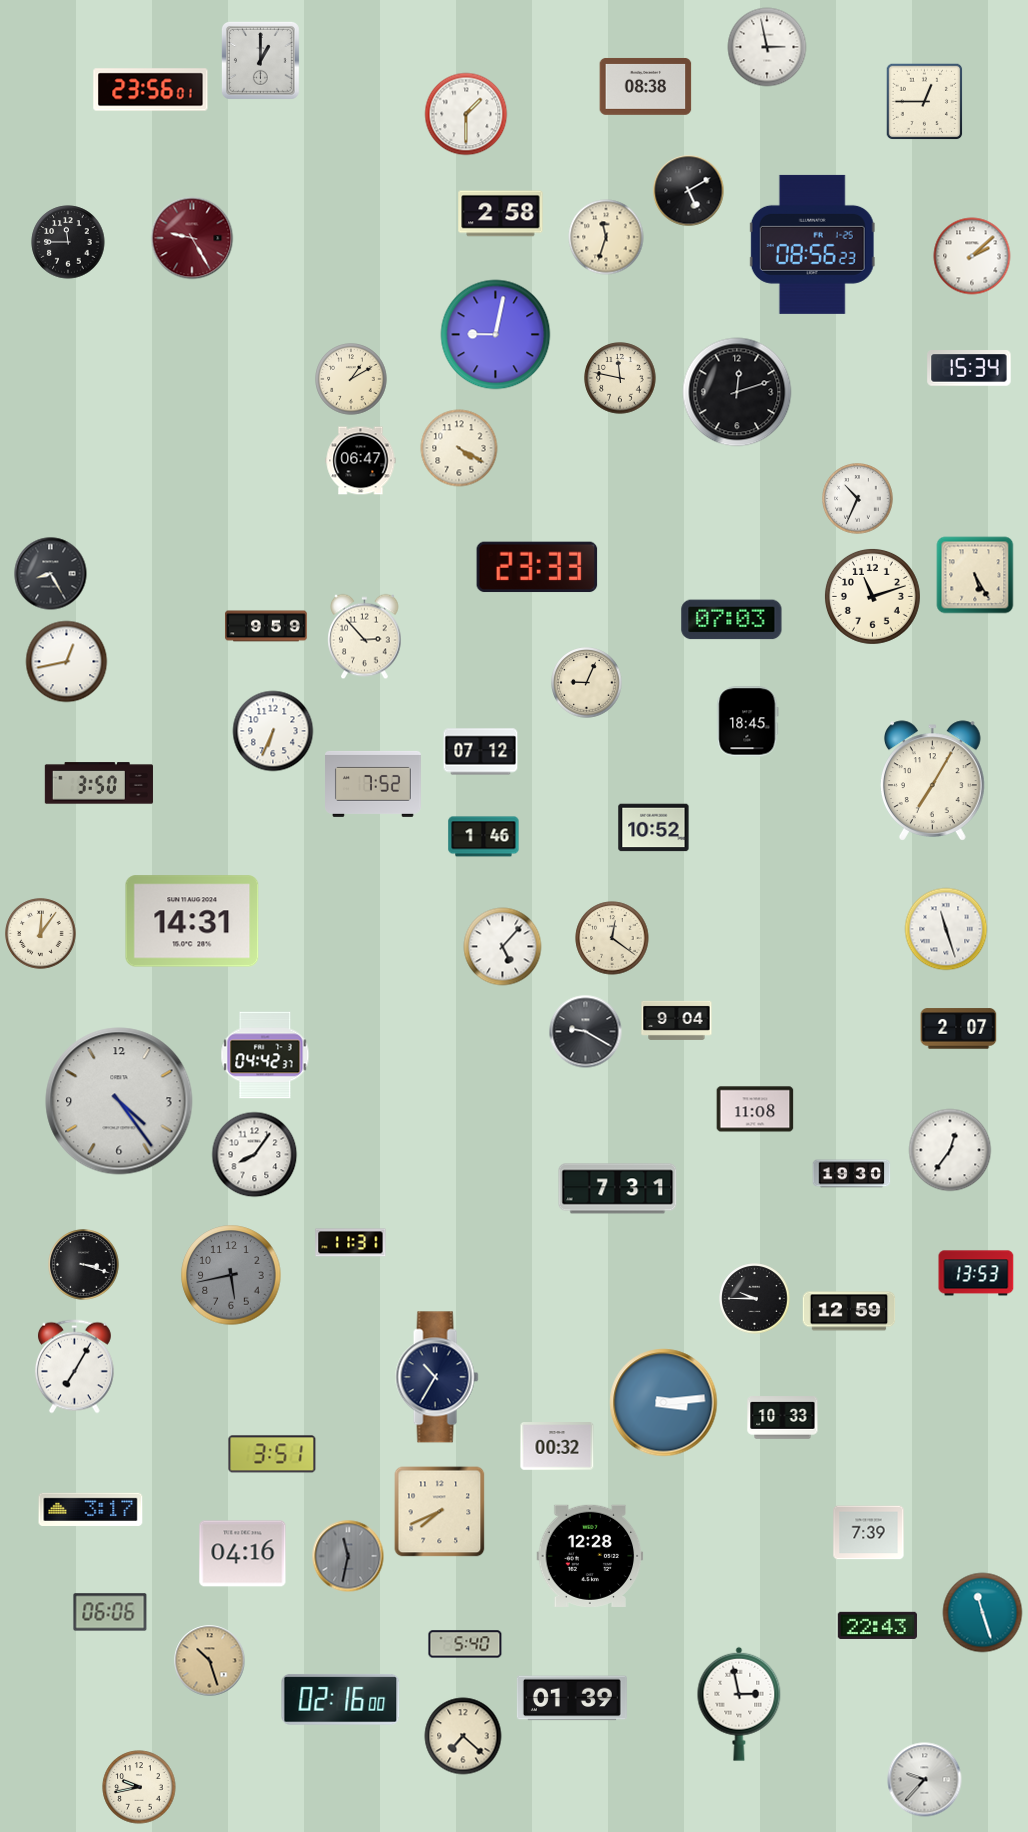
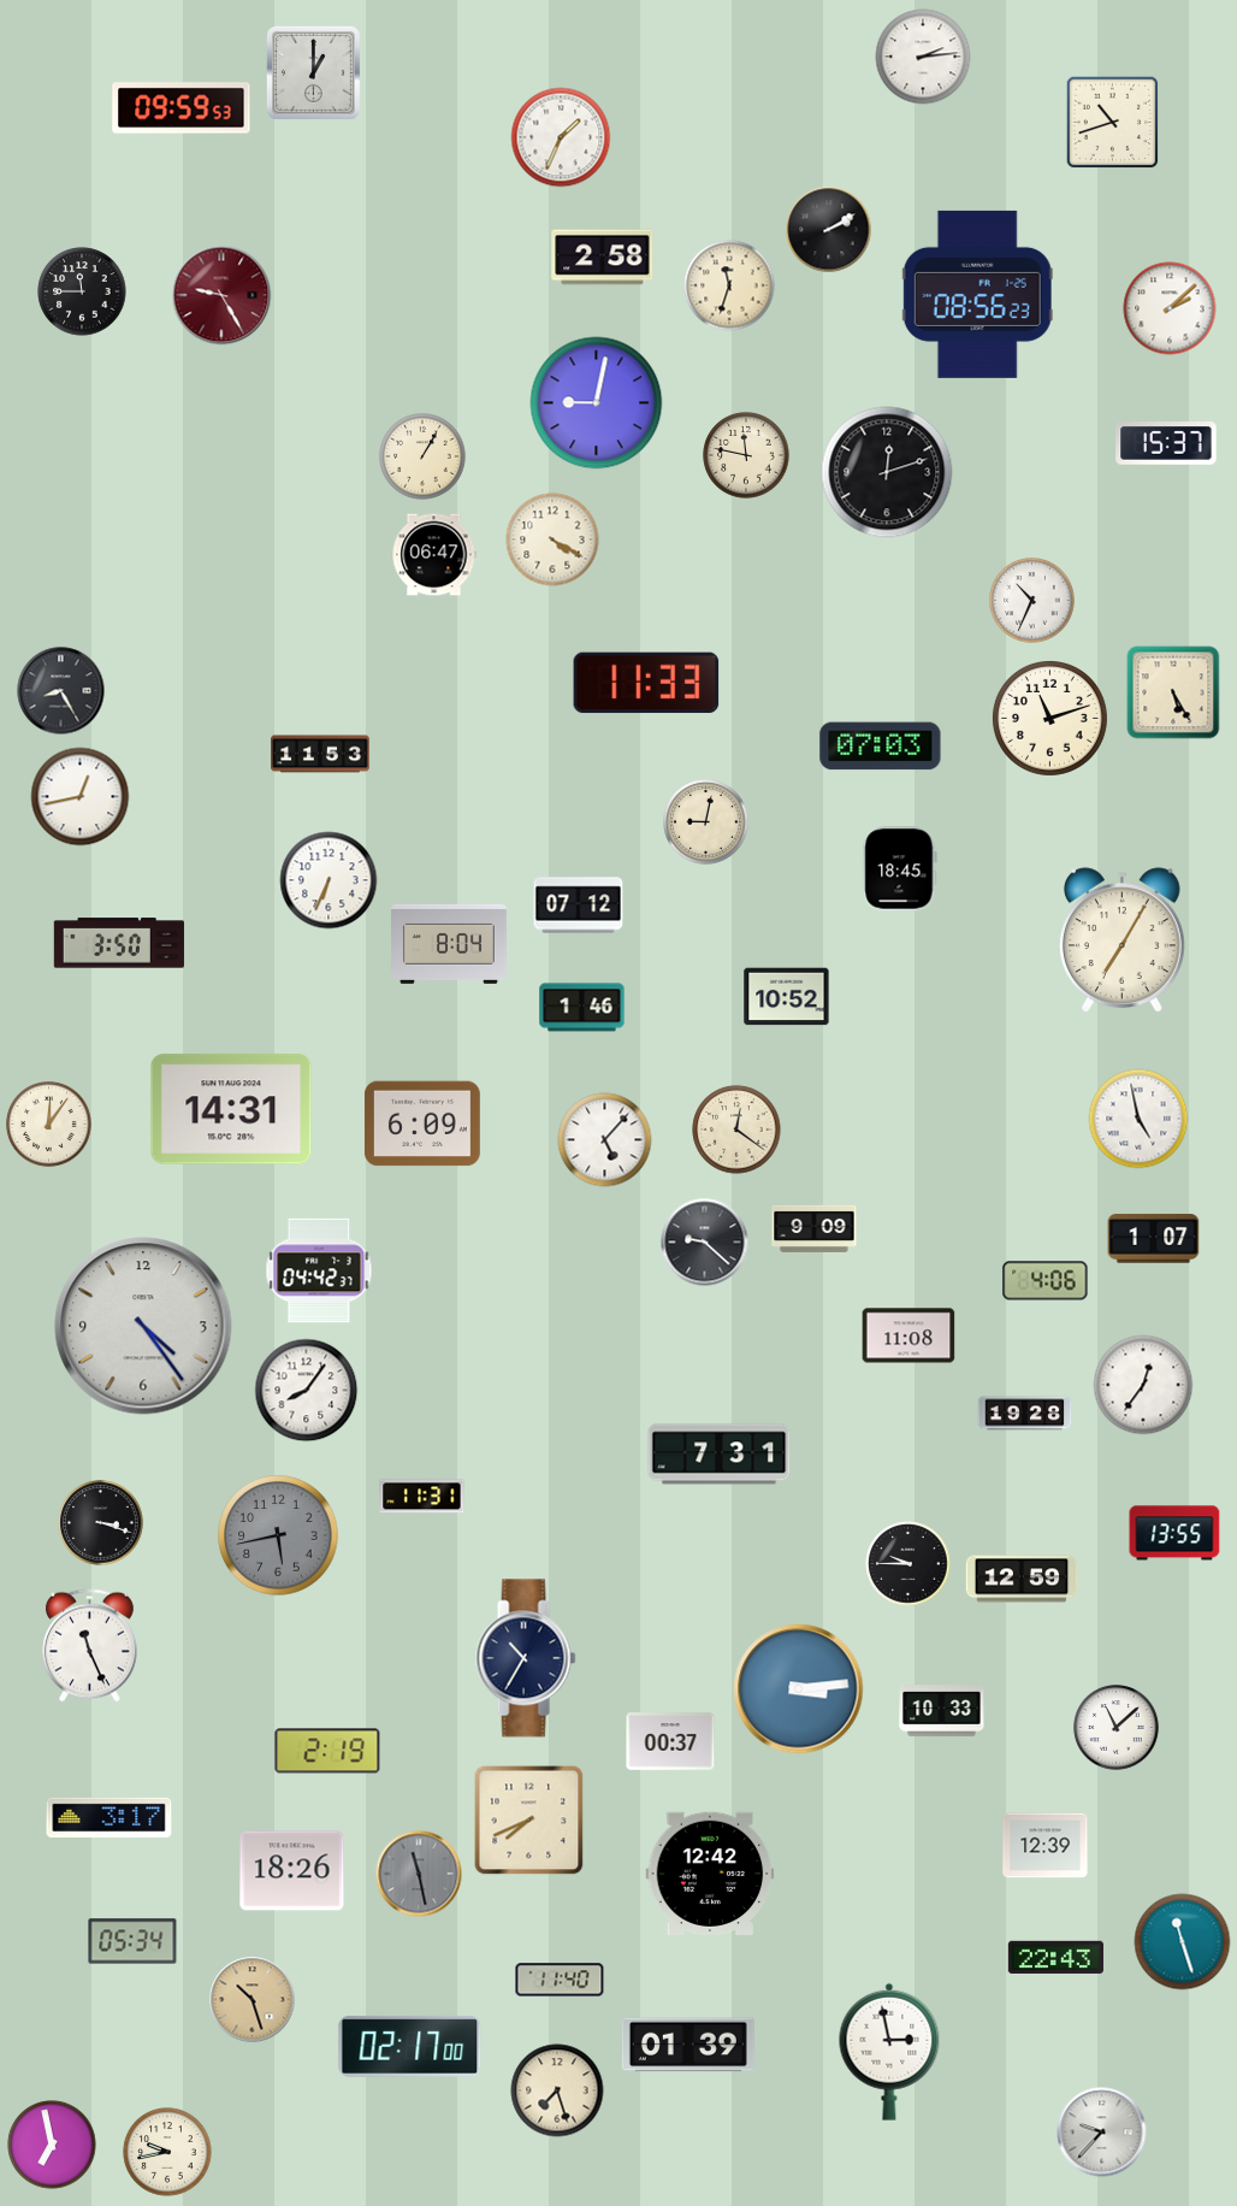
clock at (767, 47): 2:58 -> 2:14
clock at (646, 86): 08:38 -> none
clock at (151, 90): 23:56 -> 09:59
clock at (925, 102): 12:45 -> 10:42
clock at (466, 114): 1:30 -> 1:34
clock at (689, 191): 5:10 -> 2:10
clock at (192, 238) position: (192, 238) -> (221, 295)
clock at (969, 368): 15:34 -> 15:37
clock at (351, 379): 1:10 -> 1:05
clock at (537, 567): 23:33 -> 11:33
clock at (266, 626): 9:59 -> 11:53
clock at (365, 637): 2:53 -> none
clock at (587, 683): 9:04 -> 9:02
clock at (374, 784): 7:52 -> 8:04
clock at (946, 929): 11:27 -> 4:58
clock at (422, 1123): none -> 6:09
clock at (677, 1020): 9:04 -> 9:09
clock at (959, 1029): 2:07 -> 1:07
clock at (586, 1032): 9:20 -> 9:22
clock at (1046, 1281): none -> 4:06
clock at (852, 1174): 19:30 -> 19:28
clock at (618, 1189) position: (618, 1189) -> (720, 1455)
clock at (976, 1273): 13:53 -> 13:55
clock at (74, 1367): 7:05 -> 11:26
clock at (783, 1418) position: (783, 1418) -> (942, 1711)
clock at (1117, 1728): none -> 11:08
clock at (557, 1446): 00:32 -> 00:37
clock at (272, 1454): 3:51 -> 2:19
clock at (869, 1533): 7:39 -> 12:39
clock at (243, 1554): 04:16 -> 18:26
clock at (348, 1556): 11:32 -> 11:28
clock at (590, 1556): 12:28 -> 12:42
clock at (110, 1612): 06:06 -> 05:34
clock at (465, 1644): 5:40 -> 11:40
clock at (341, 1699): 02:16 -> 02:17
clock at (463, 1736): 7:22 -> 7:27
clock at (925, 1780) position: (925, 1780) -> (1102, 2133)
clock at (52, 2145): none -> 6:58
